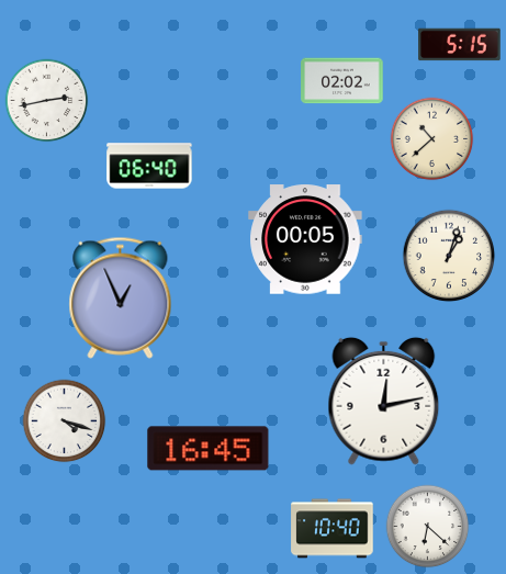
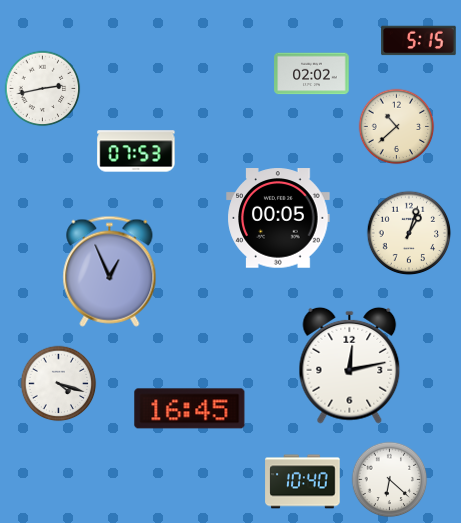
clock at (47, 101) position: (47, 101) -> (43, 89)
clock at (432, 139) position: (432, 139) -> (397, 127)
clock at (149, 166): 06:40 -> 07:53
